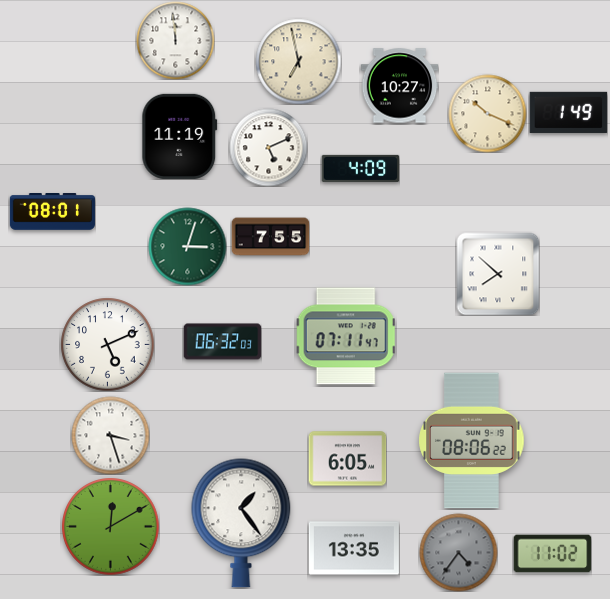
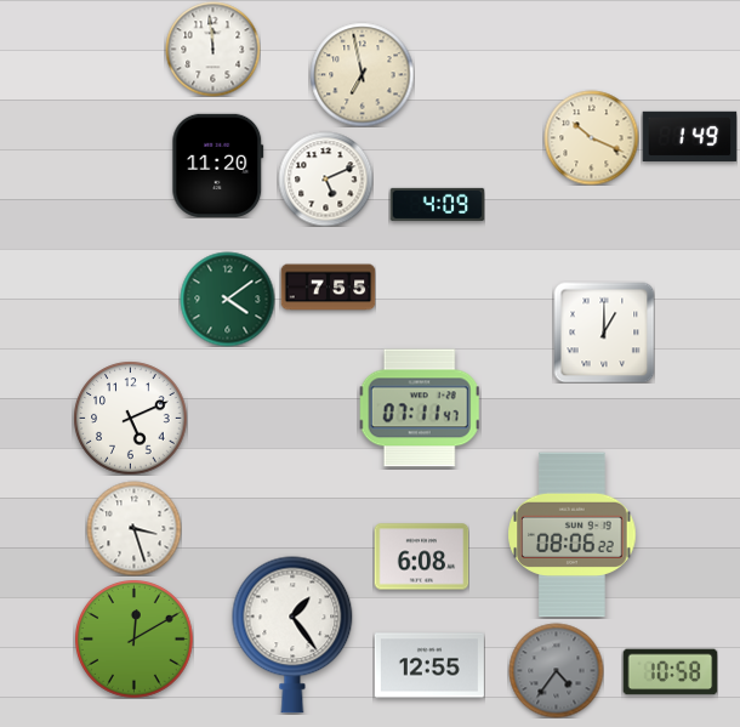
clock at (399, 86): 10:27 -> none
clock at (180, 136): 11:19 -> 11:20
clock at (52, 212): 08:01 -> none
clock at (187, 246): 3:03 -> 4:09
clock at (498, 274): 7:52 -> 1:00
clock at (222, 342): 06:32 -> none
clock at (347, 459): 6:05 -> 6:08
clock at (354, 548): 13:35 -> 12:55
clock at (552, 554): 11:02 -> 10:58
